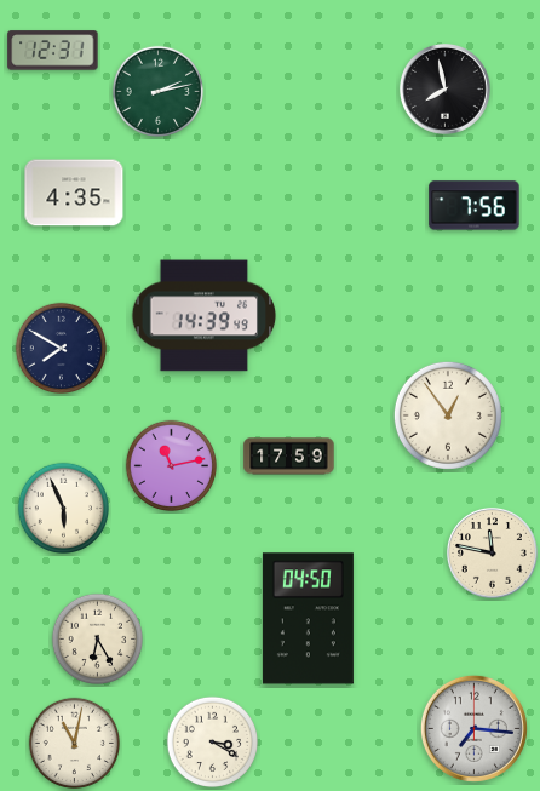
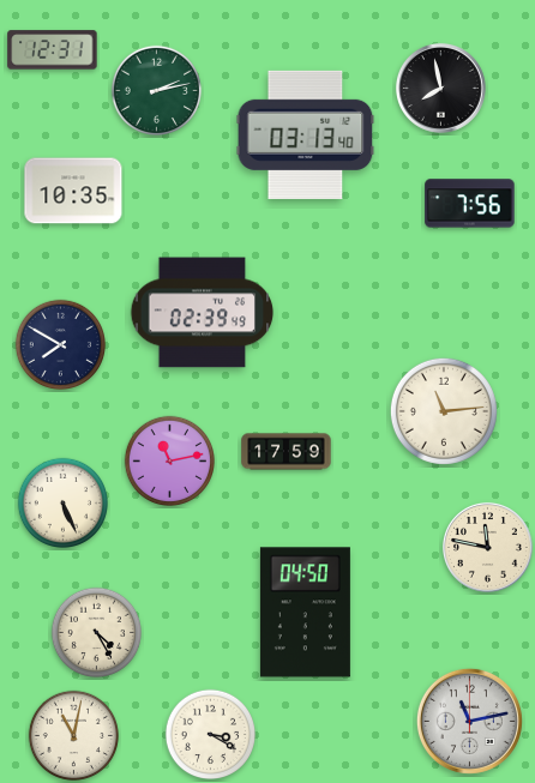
clock at (306, 134): none -> 03:13
clock at (74, 193): 4:35 -> 10:35
clock at (205, 316): 14:39 -> 02:39
clock at (448, 415): 12:54 -> 11:14
clock at (64, 509): 5:56 -> 5:26
clock at (98, 640): 6:25 -> 4:25
clock at (473, 728): 7:16 -> 11:13
